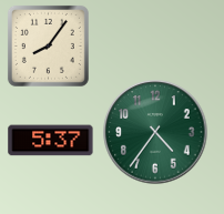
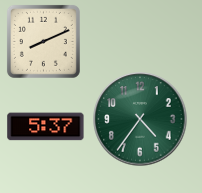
clock at (48, 45): 8:06 -> 8:11
